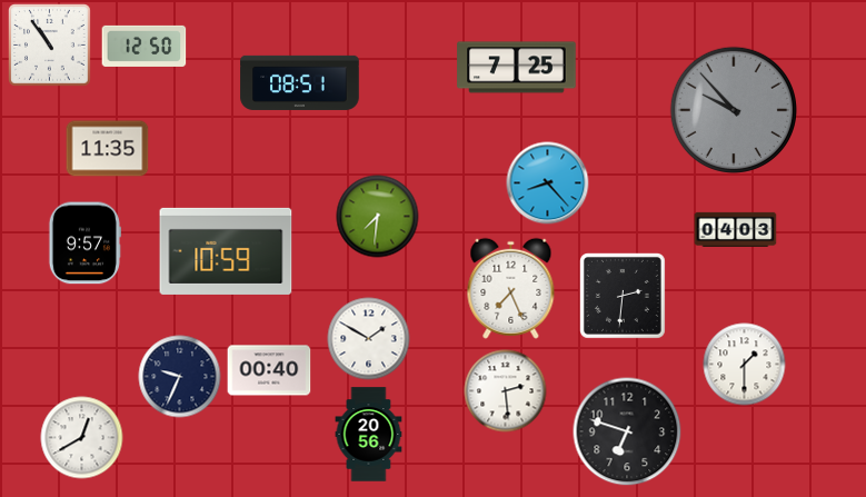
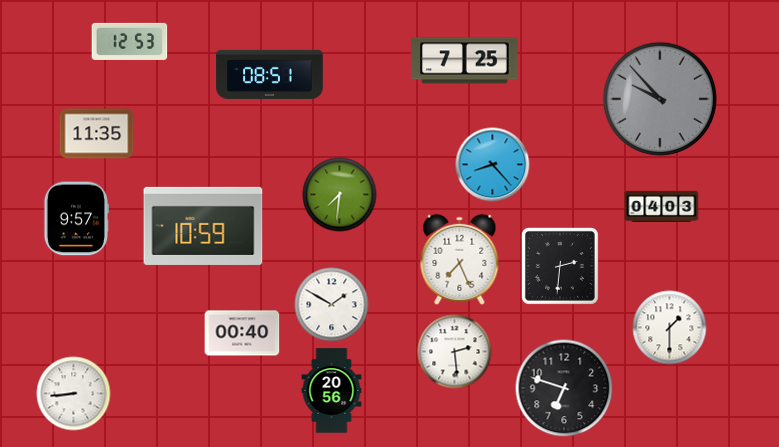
clock at (50, 46): 10:54 -> none
clock at (145, 46): 12:50 -> 12:53
clock at (180, 377): 9:34 -> none
clock at (82, 438): 12:40 -> 8:44
